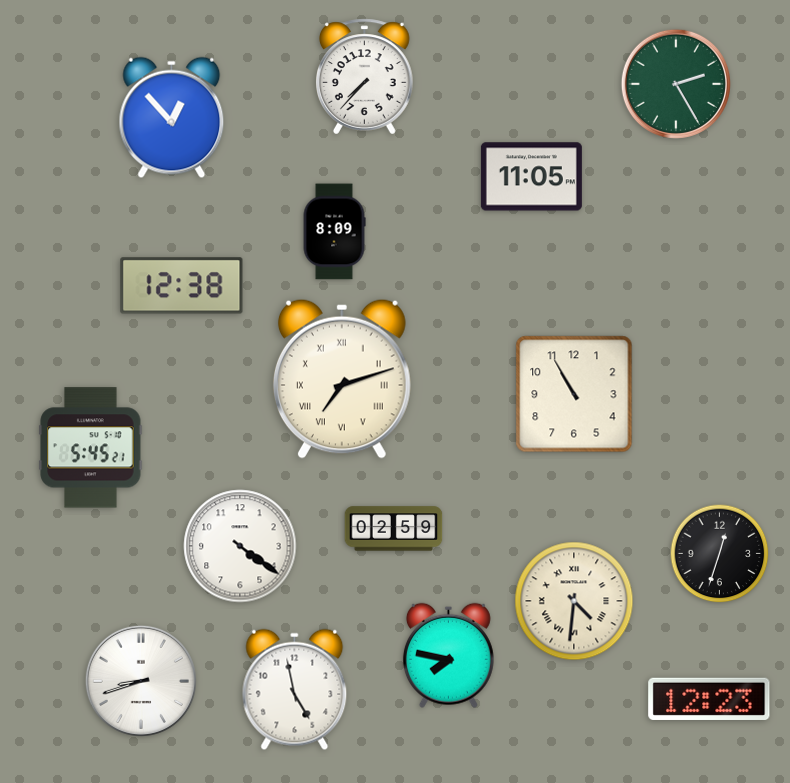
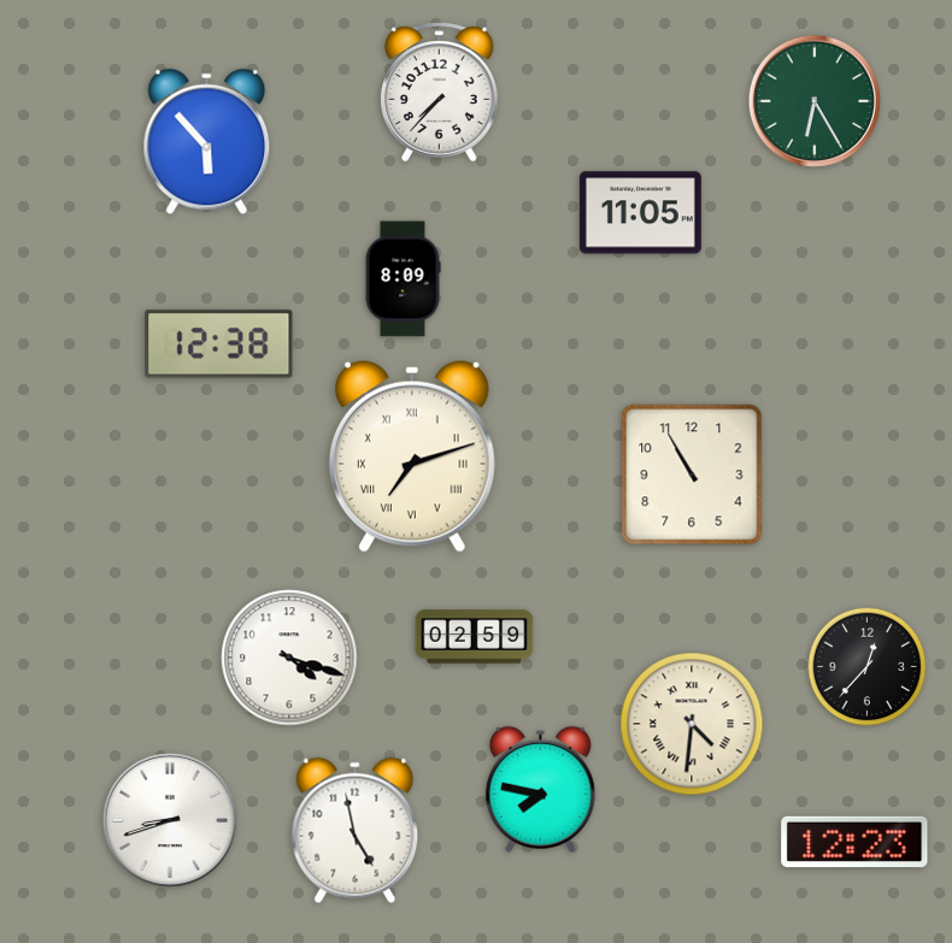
clock at (676, 84): 2:25 -> 6:25
clock at (172, 118): 12:53 -> 5:53
clock at (91, 448): 5:45 -> none
clock at (240, 546): 4:21 -> 4:18
clock at (720, 554): 12:33 -> 12:37
